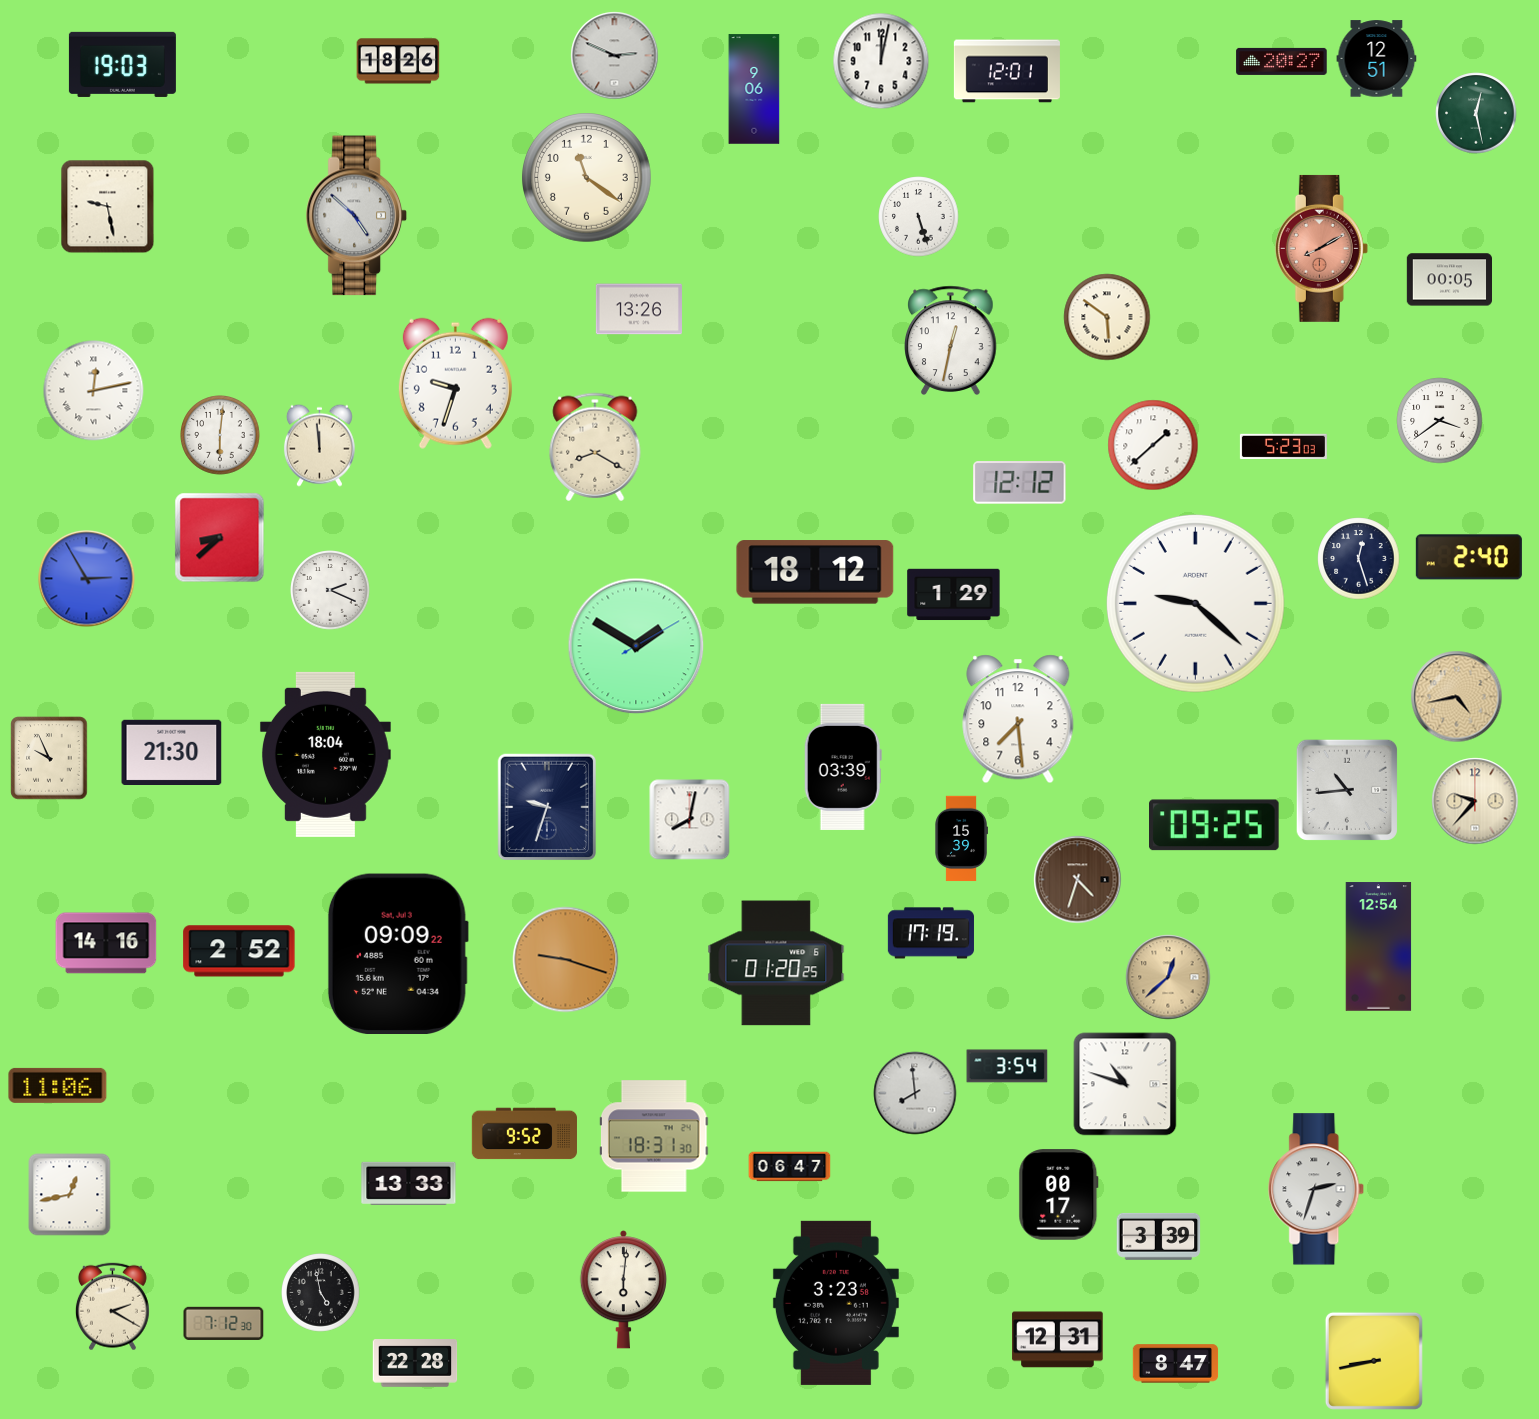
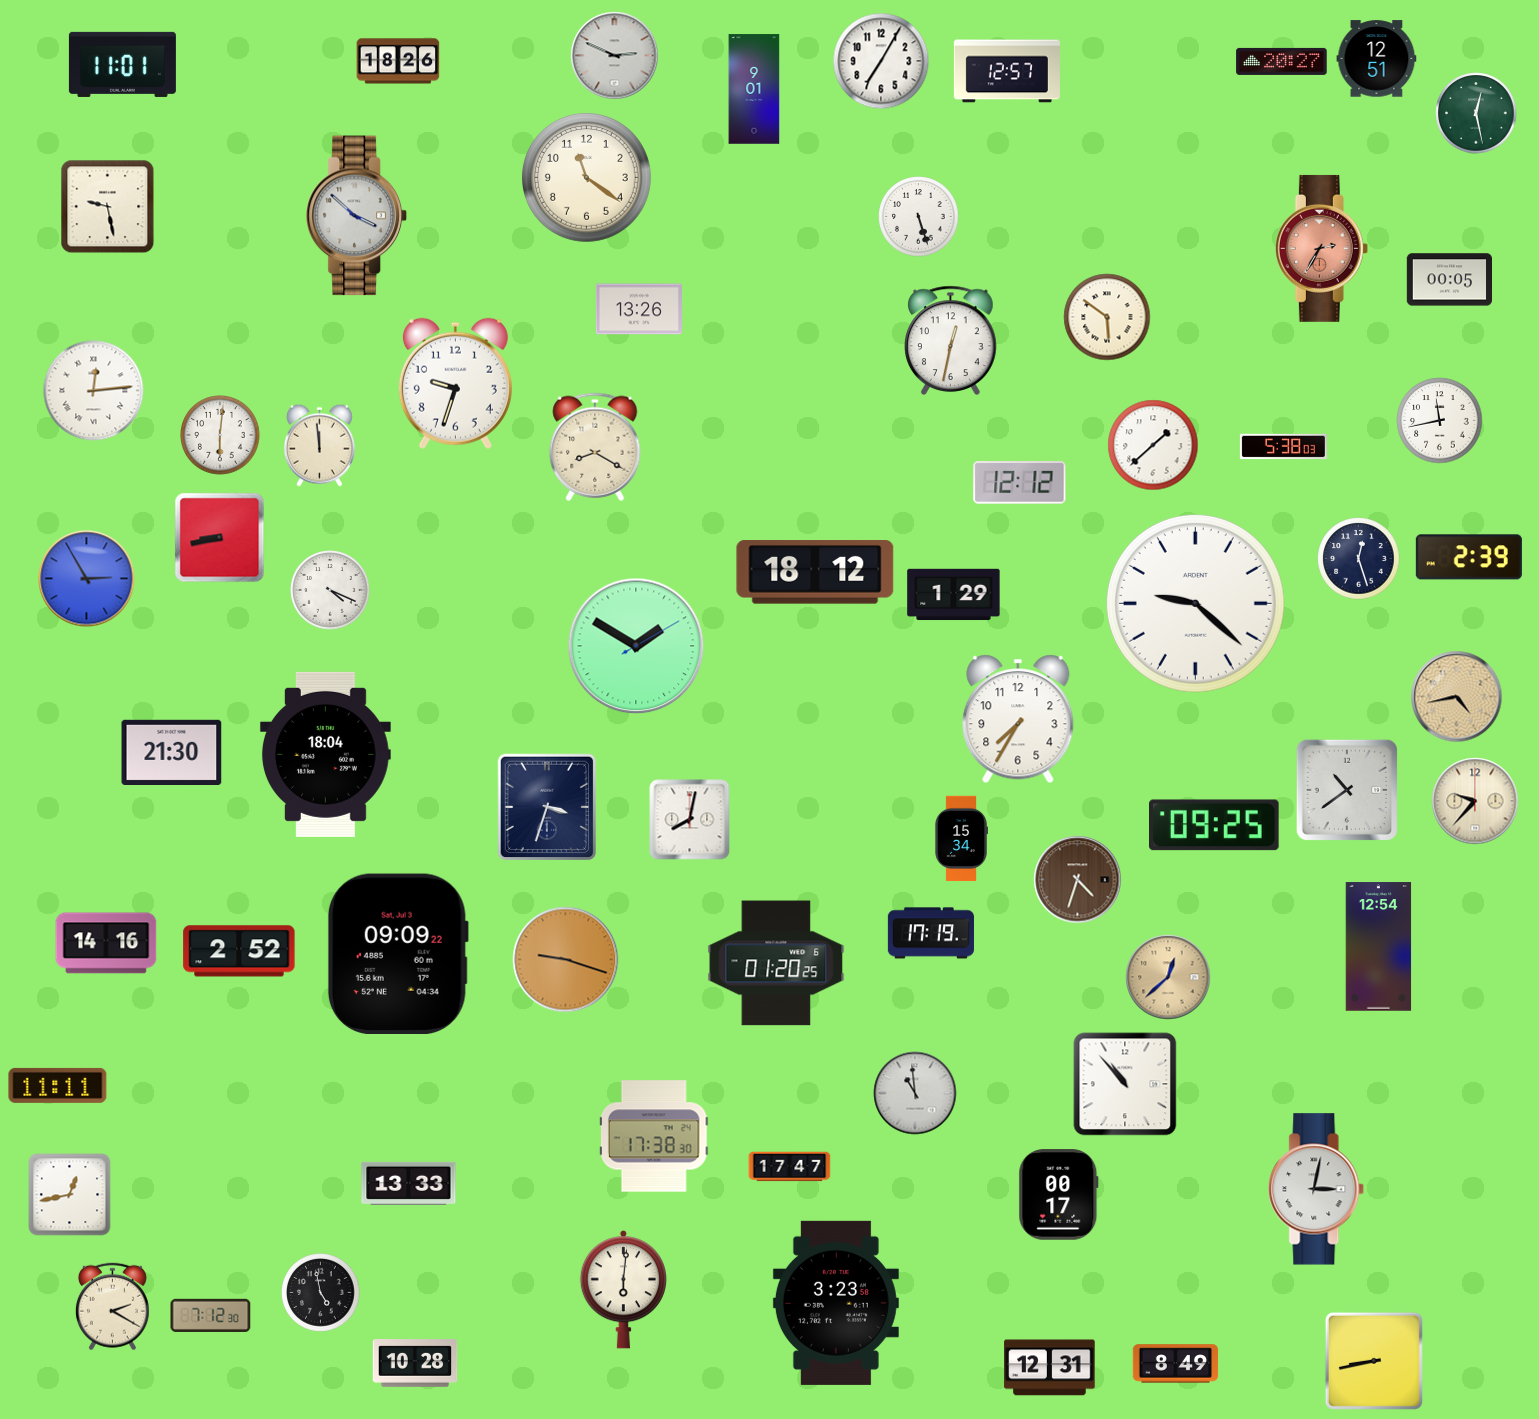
clock at (881, 61): 12:02 -> 7:05
clock at (122, 64): 19:03 -> 11:01
clock at (1007, 71): 12:01 -> 12:57
clock at (754, 89): 9:06 -> 9:01
clock at (356, 216): 4:52 -> 3:52
clock at (1321, 248): 8:10 -> 2:35
clock at (94, 391): 12:13 -> 12:14
clock at (1440, 421): 3:39 -> 11:43
clock at (1283, 447): 5:23 -> 5:38
clock at (220, 538): 8:38 -> 8:43
clock at (1469, 557): 2:40 -> 2:39
clock at (330, 590): 2:19 -> 4:19
clock at (1018, 719): 7:29 -> 7:35
clock at (49, 758): 9:56 -> none
clock at (843, 767): 03:39 -> none
clock at (1347, 790): 10:44 -> 10:39
clock at (547, 807): 9:33 -> 3:33
clock at (961, 839): 15:39 -> 15:34
clock at (1007, 1066): 3:54 -> none
clock at (1125, 1084): 10:48 -> 10:53
clock at (58, 1085): 11:06 -> 11:11
clock at (915, 1093): 7:59 -> 10:59
clock at (524, 1134): 9:52 -> none
clock at (654, 1136): 18:31 -> 17:38
clock at (790, 1167): 06:47 -> 17:47
clock at (1317, 1189): 2:33 -> 3:02
clock at (1159, 1236): 3:39 -> none
clock at (224, 1323) position: (224, 1323) -> (211, 1315)
clock at (1058, 1340) position: (1058, 1340) -> (1050, 1368)
clock at (415, 1363): 22:28 -> 10:28
clock at (1176, 1364): 8:47 -> 8:49
